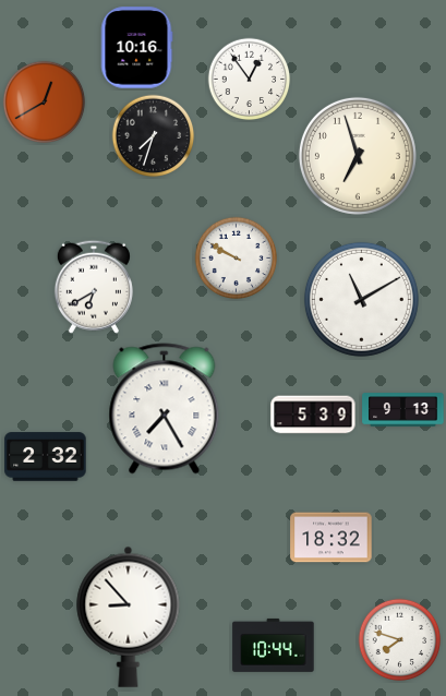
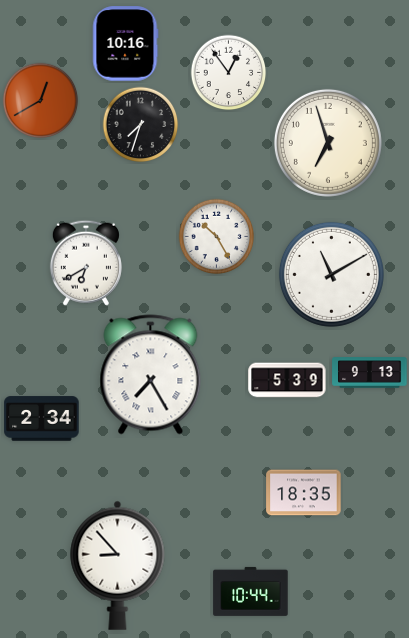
clock at (45, 103) position: (45, 103) -> (41, 101)
clock at (237, 259): 9:50 -> 10:25
clock at (403, 410) position: (403, 410) -> (370, 373)
clock at (46, 457): 2:32 -> 2:34
clock at (332, 538): 18:32 -> 18:35
clock at (400, 640): 7:48 -> none
